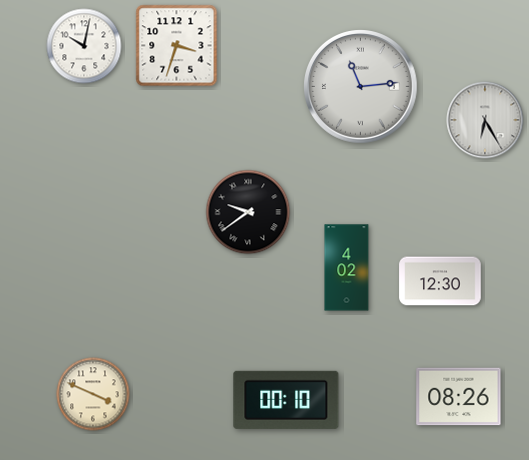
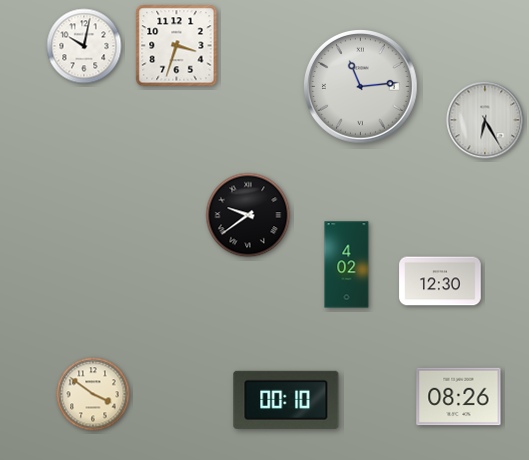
clock at (248, 212) position: (248, 212) -> (248, 215)
clock at (347, 268) position: (347, 268) -> (347, 265)
clock at (93, 394): 3:49 -> 3:51
